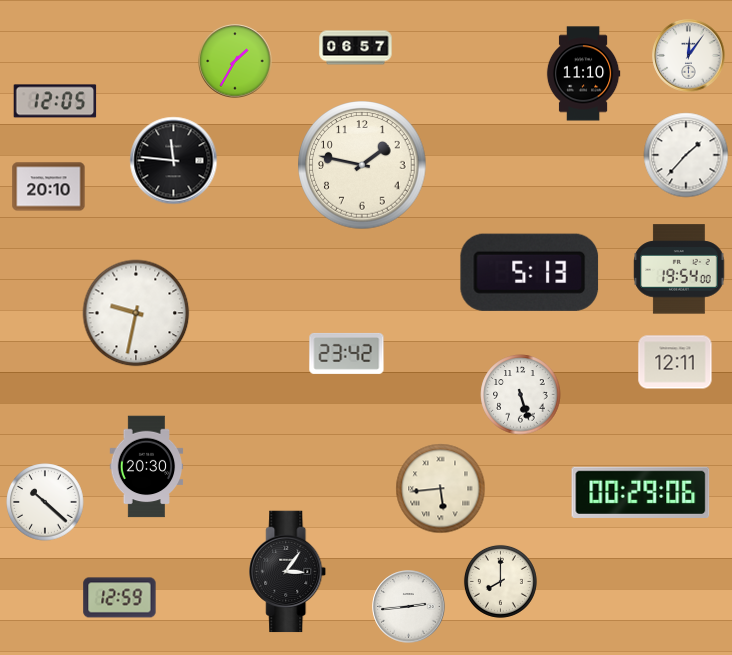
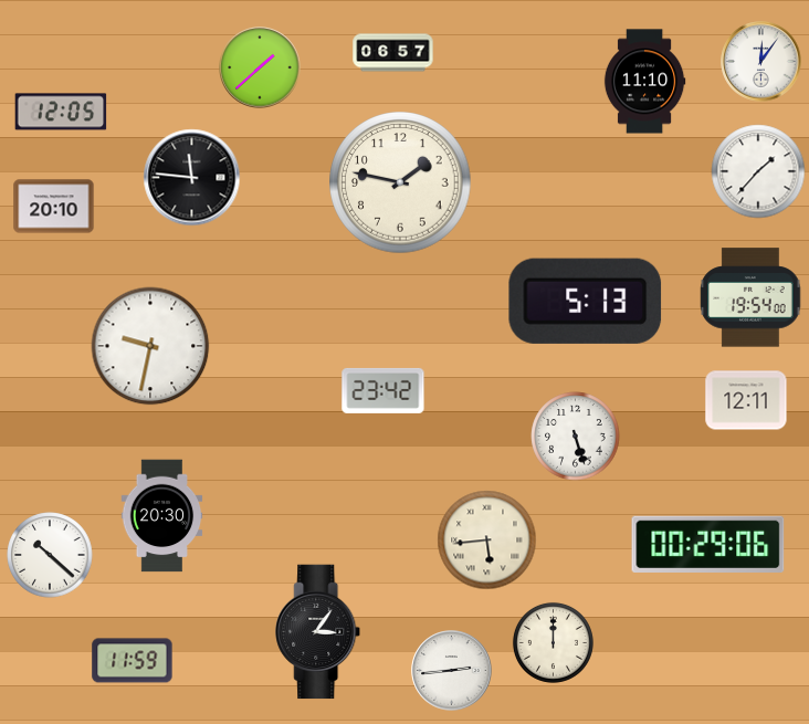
clock at (235, 61): 1:35 -> 1:38
clock at (500, 581): 8:00 -> 12:00
clock at (120, 598): 12:59 -> 11:59
